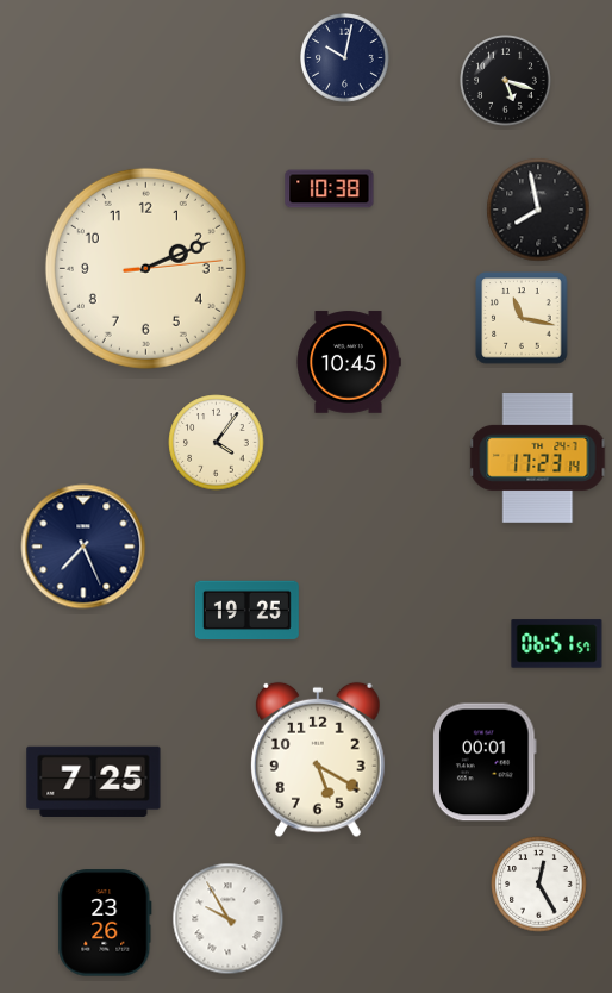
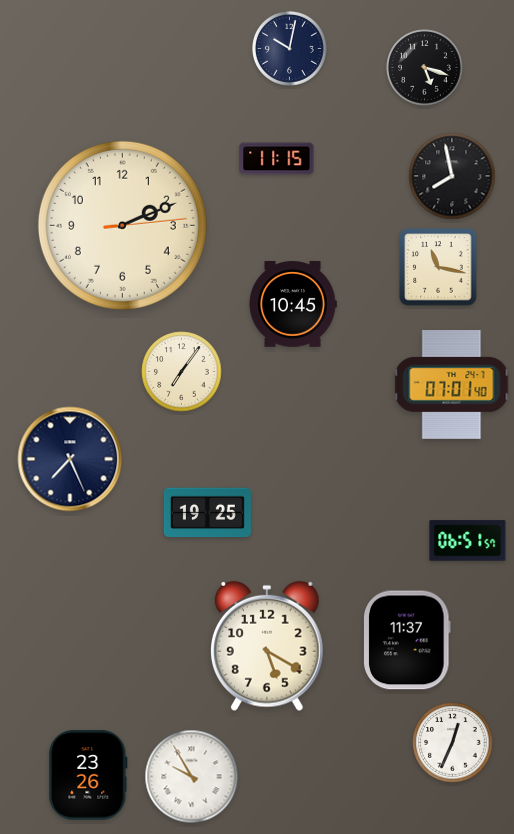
clock at (330, 189): 10:38 -> 11:15
clock at (217, 443): 4:06 -> 7:06
clock at (538, 458): 17:23 -> 07:01
clock at (319, 760) position: (319, 760) -> (268, 646)
clock at (485, 762): 00:01 -> 11:37
clock at (94, 781): 7:25 -> none
clock at (539, 885): 12:25 -> 12:34
clock at (229, 919) position: (229, 919) -> (192, 777)
